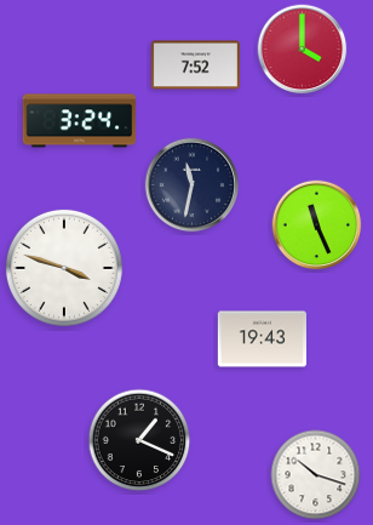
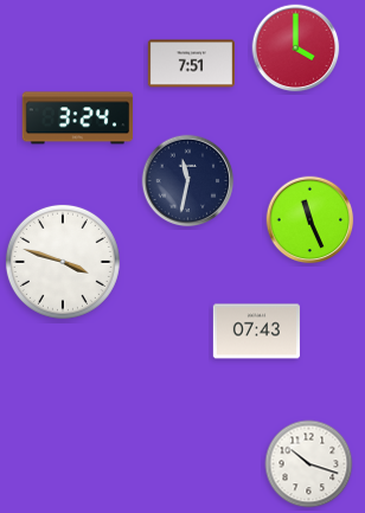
clock at (195, 65): 7:52 -> 7:51
clock at (262, 339): 19:43 -> 07:43
clock at (139, 440): 1:19 -> none
